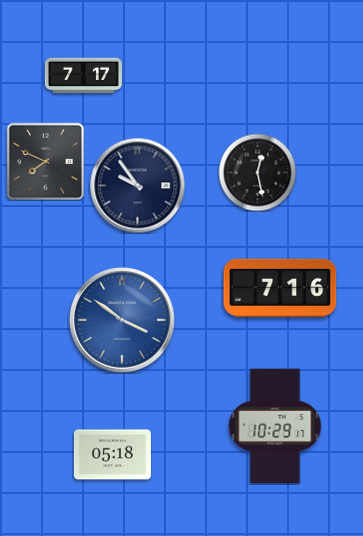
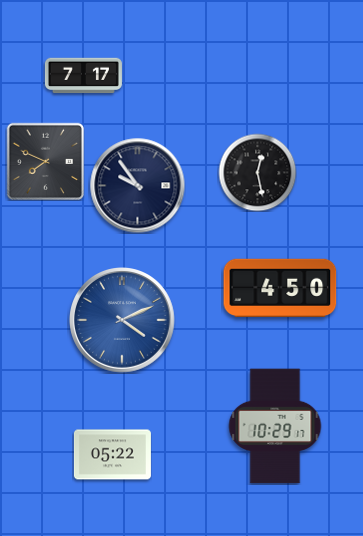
clock at (280, 287): 7:16 -> 4:50
clock at (123, 321): 3:51 -> 4:11
clock at (112, 455): 05:18 -> 05:22
